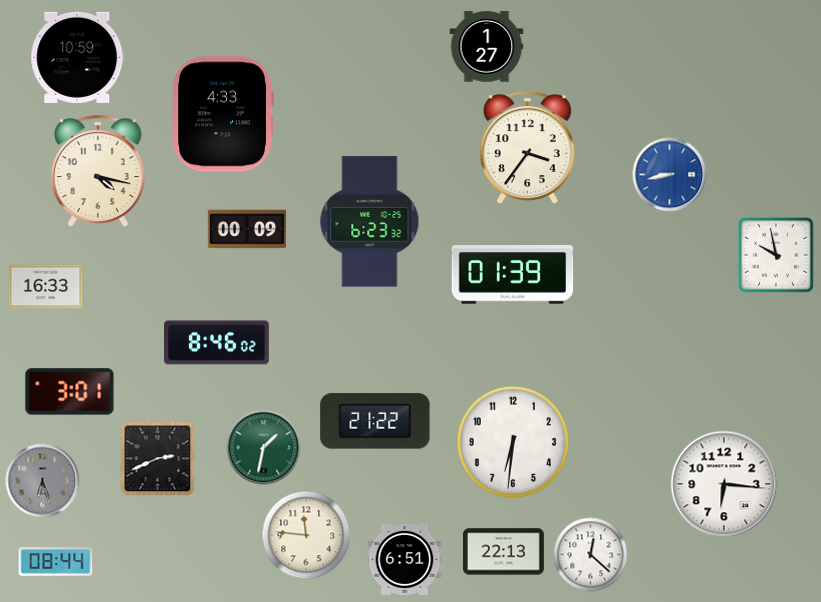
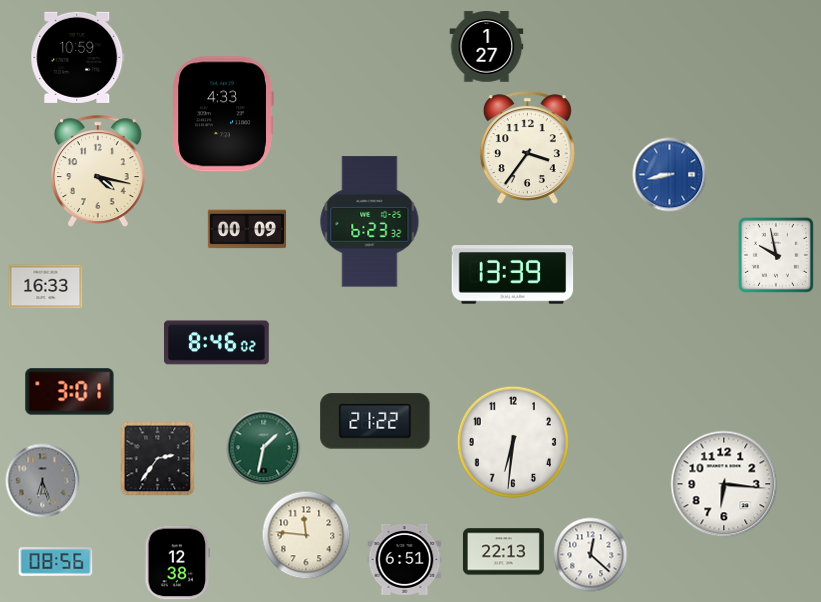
clock at (513, 275): 01:39 -> 13:39
clock at (158, 459): 2:41 -> 2:36
clock at (56, 562): 08:44 -> 08:56
clock at (178, 563): none -> 12:38
